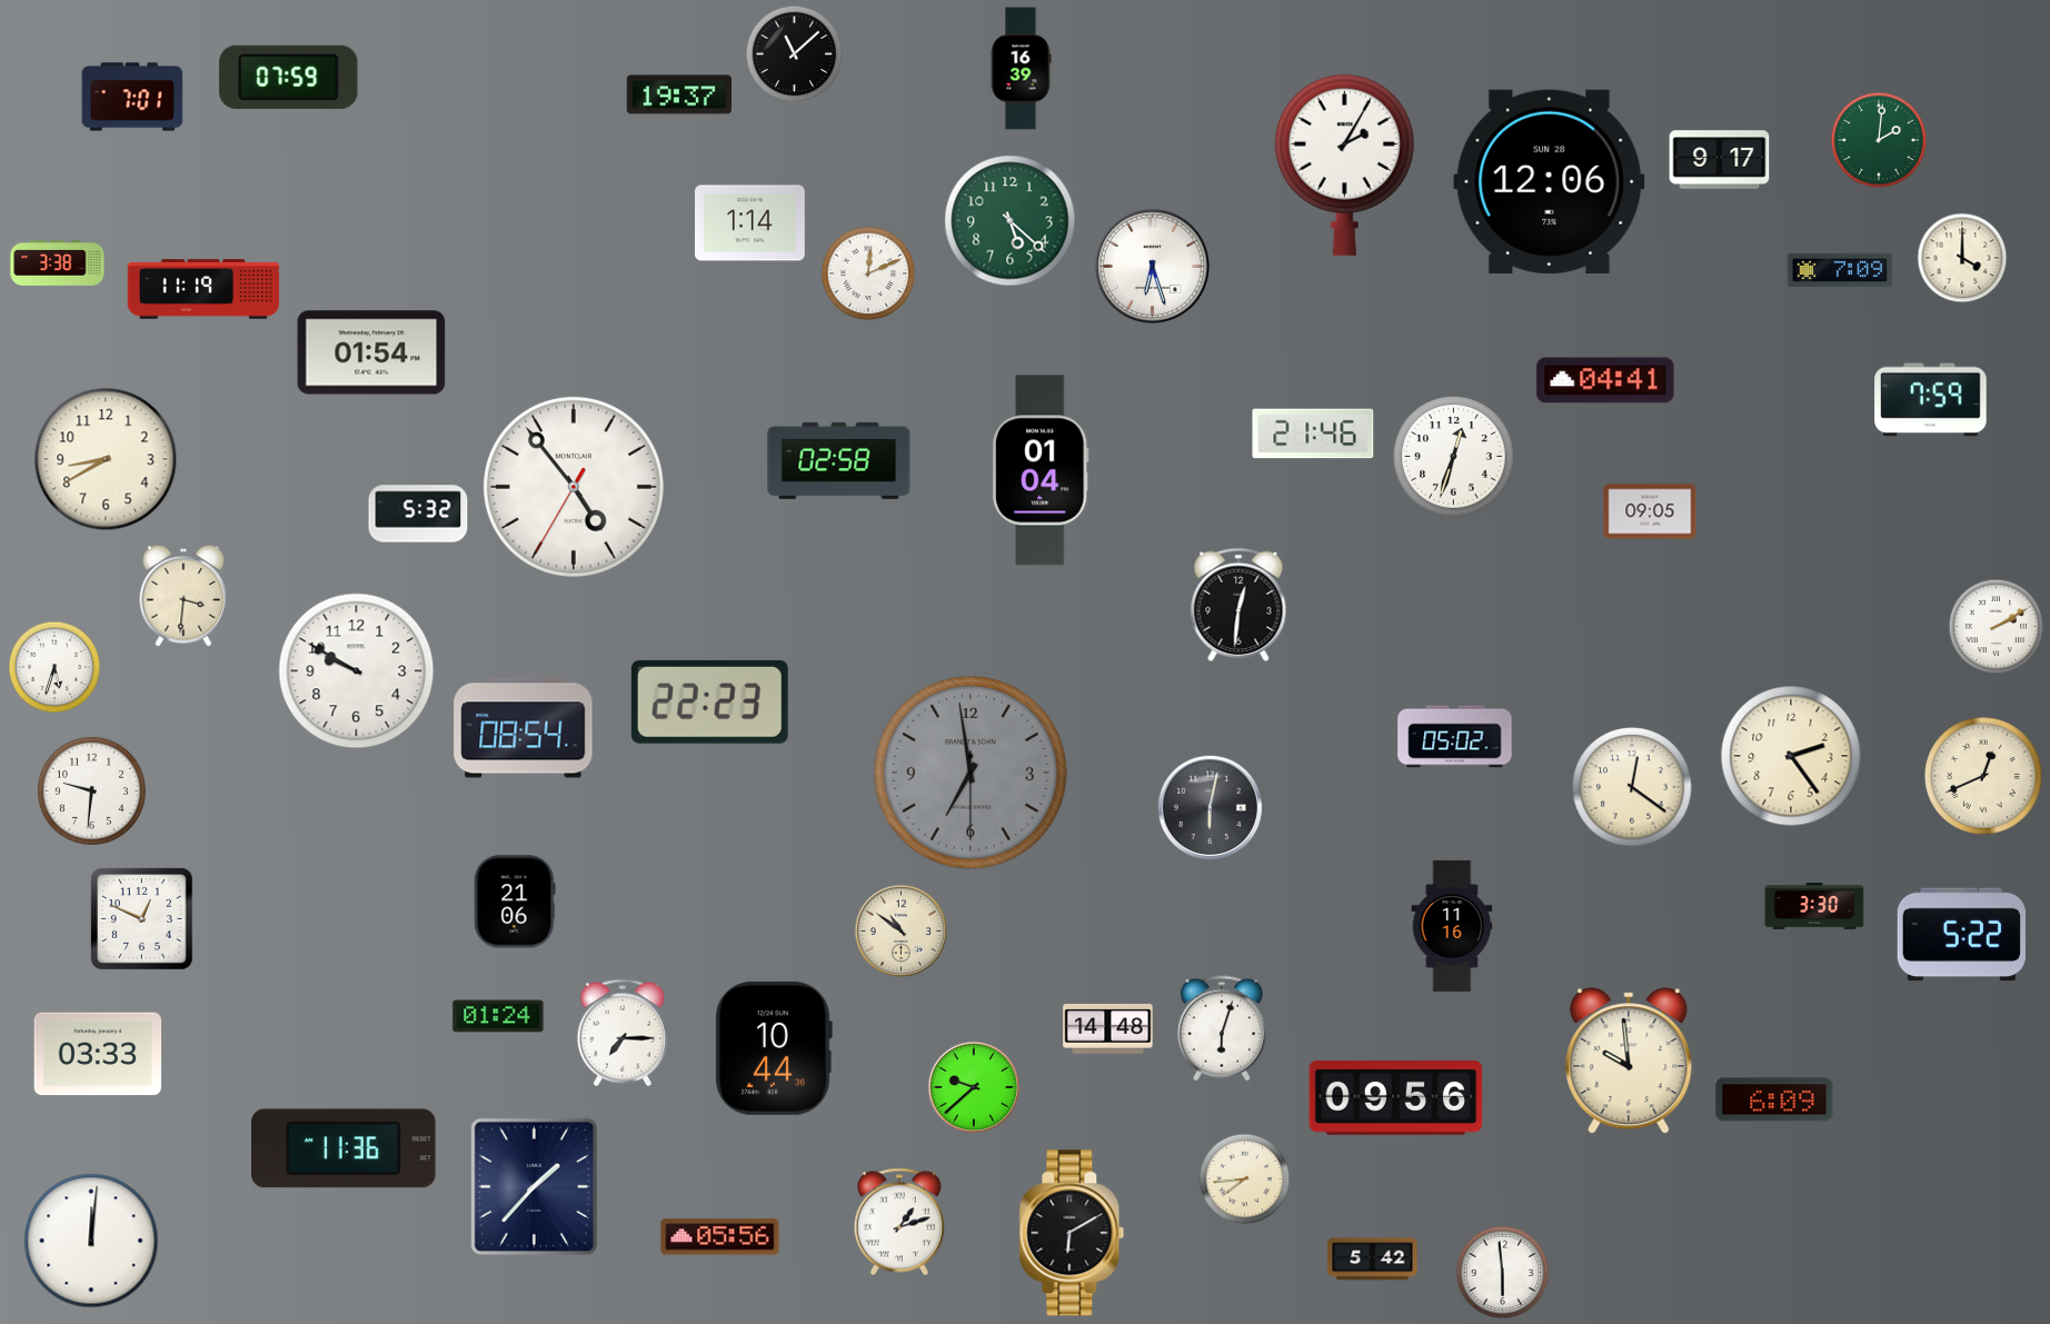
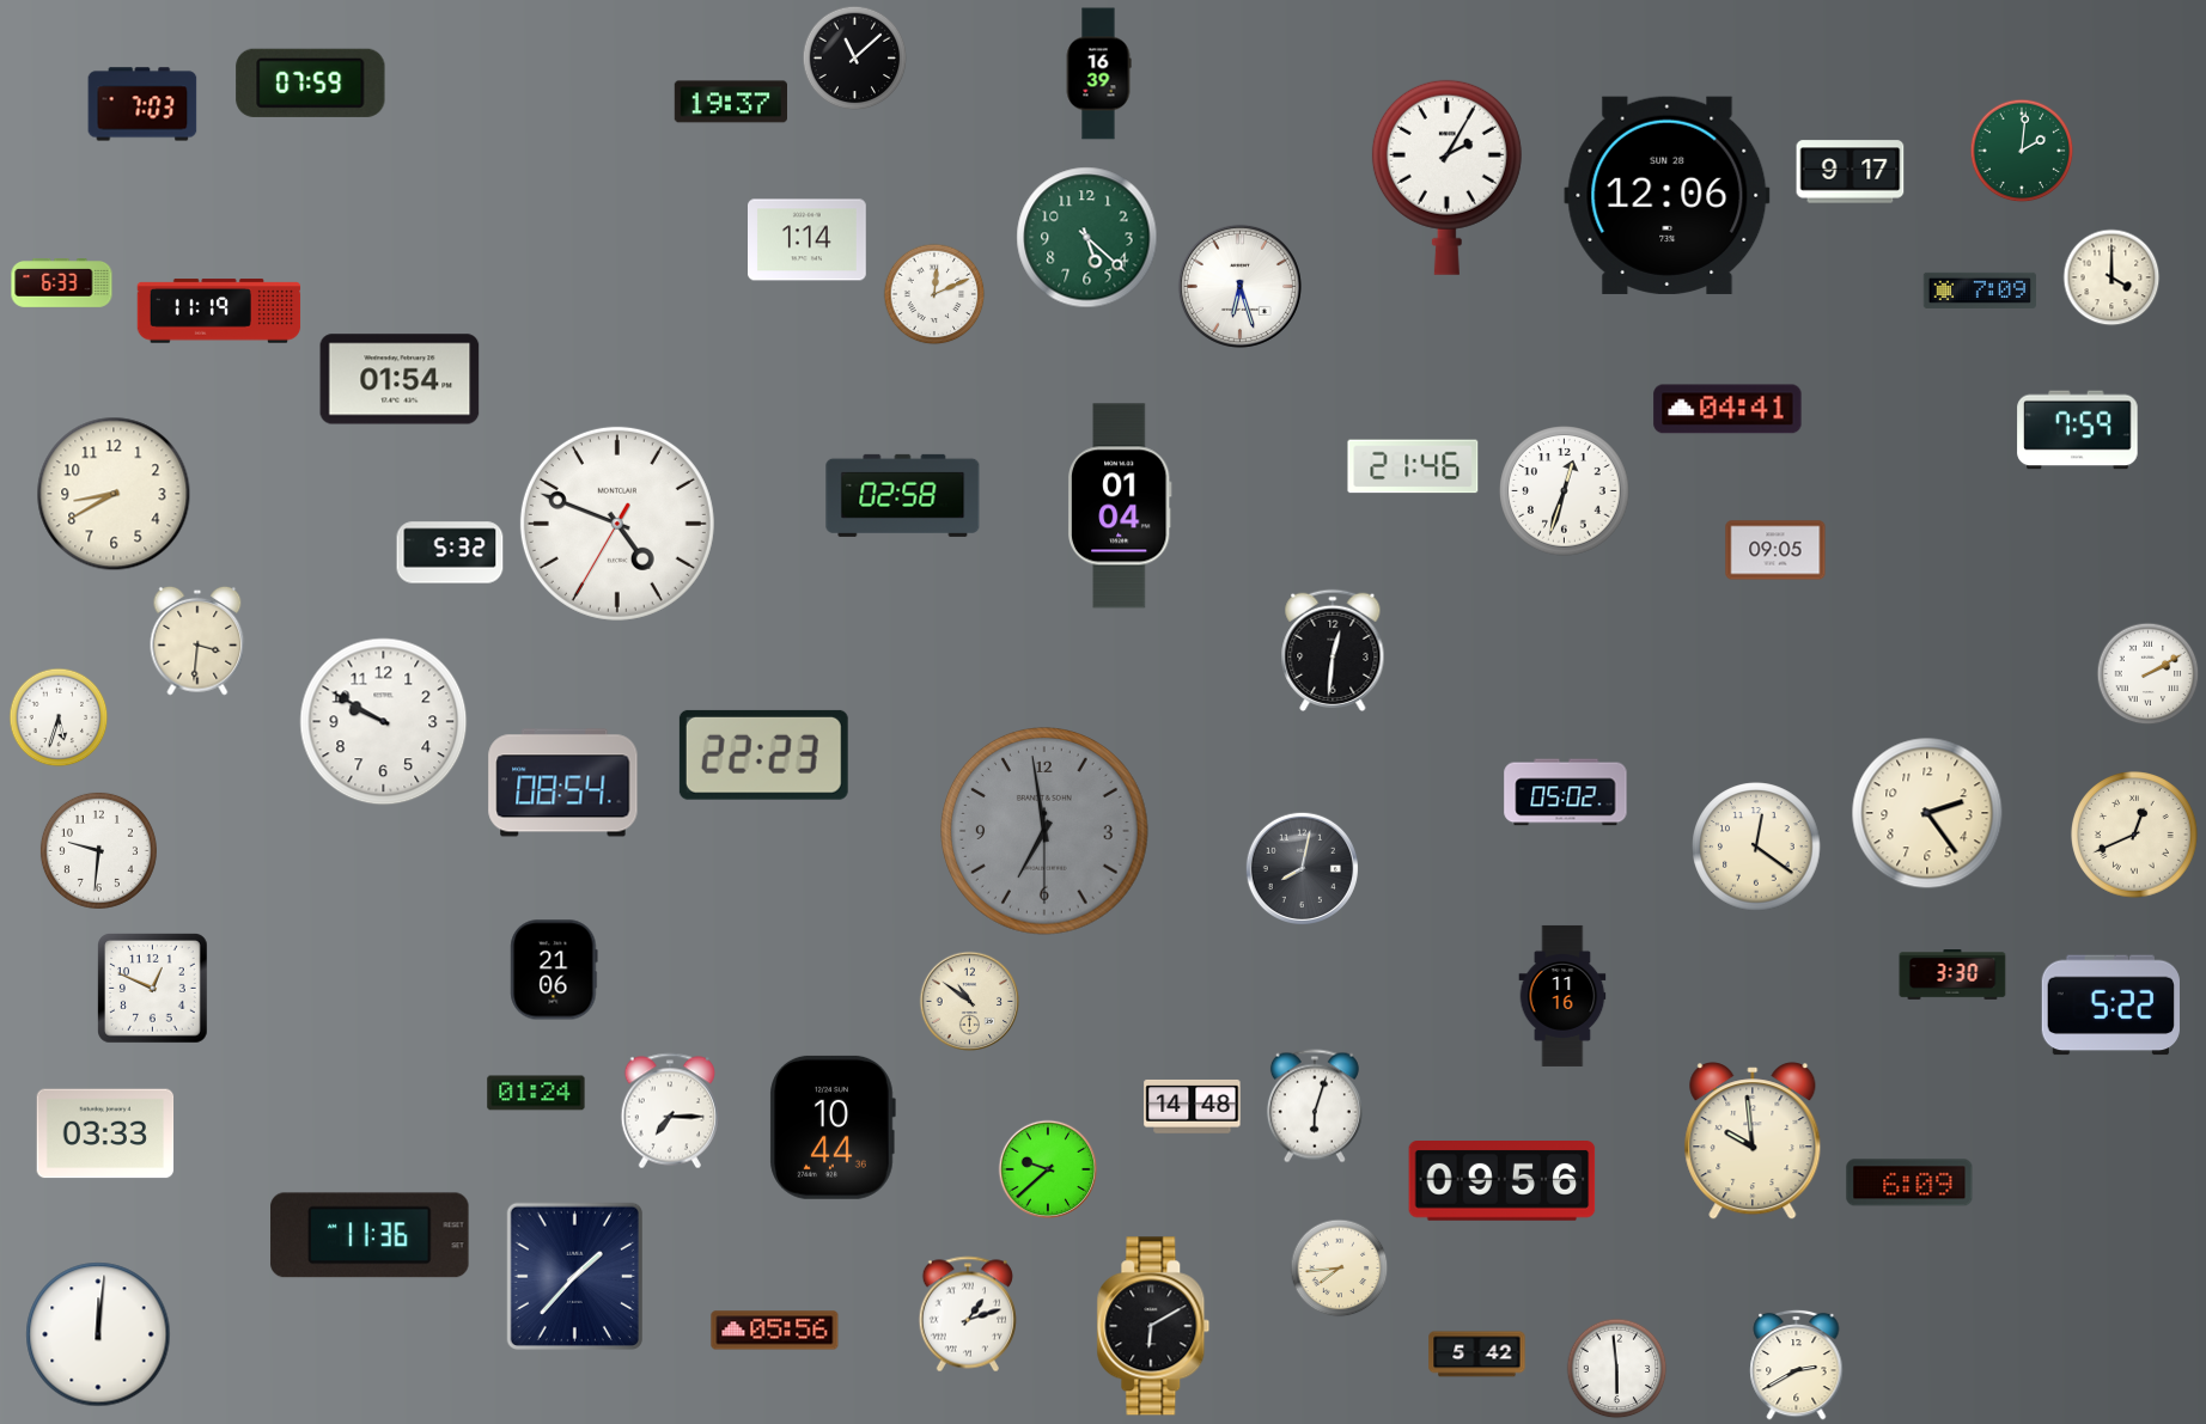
clock at (132, 97): 7:01 -> 7:03
clock at (58, 263): 3:38 -> 6:33
clock at (574, 487): 4:53 -> 4:48
clock at (1210, 807): 6:02 -> 8:02
clock at (1797, 1364): none -> 2:40
